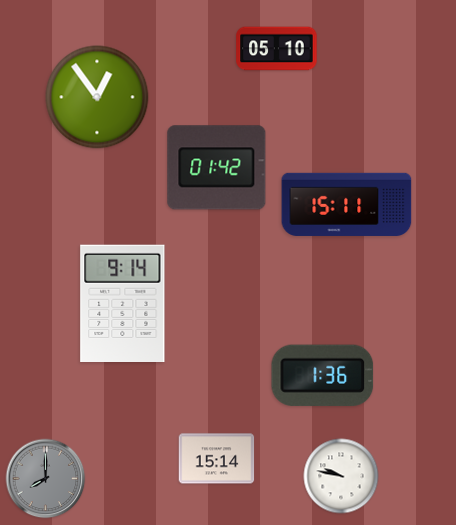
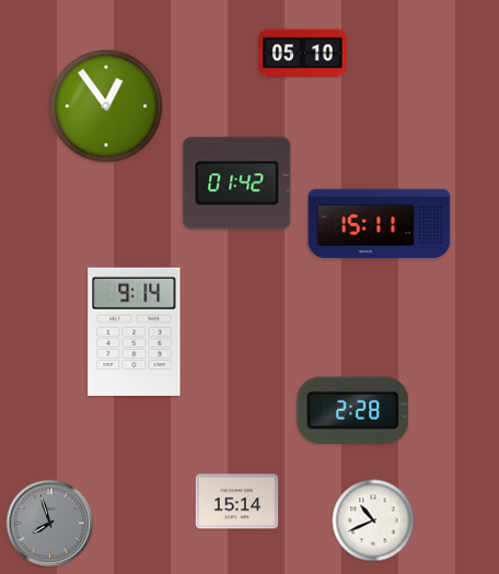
clock at (323, 375): 1:36 -> 2:28
clock at (341, 476): 9:47 -> 10:41
clock at (46, 479): 8:00 -> 7:57
